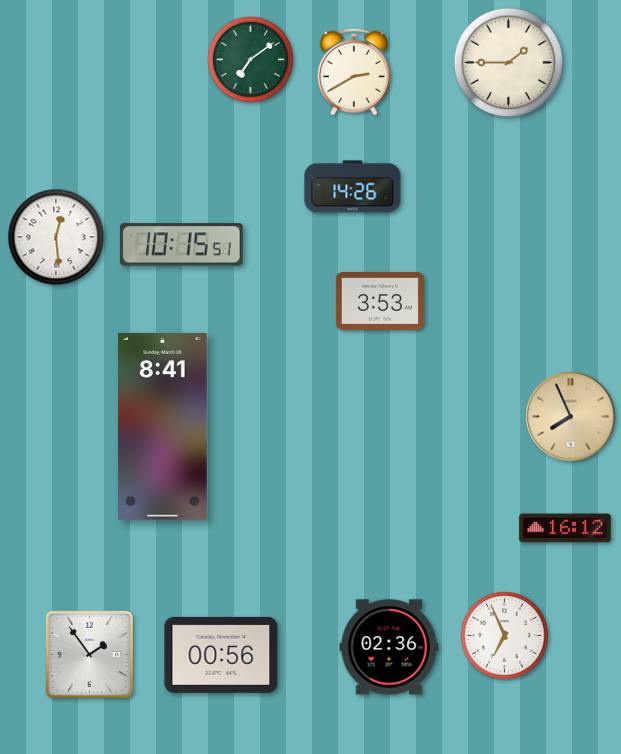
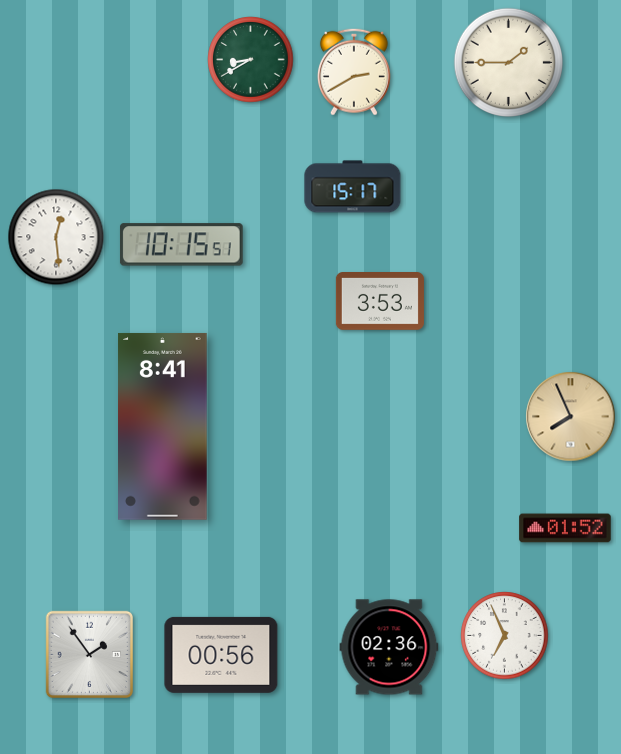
clock at (251, 60): 7:09 -> 8:40
clock at (353, 187): 14:26 -> 15:17
clock at (565, 528): 16:12 -> 01:52
